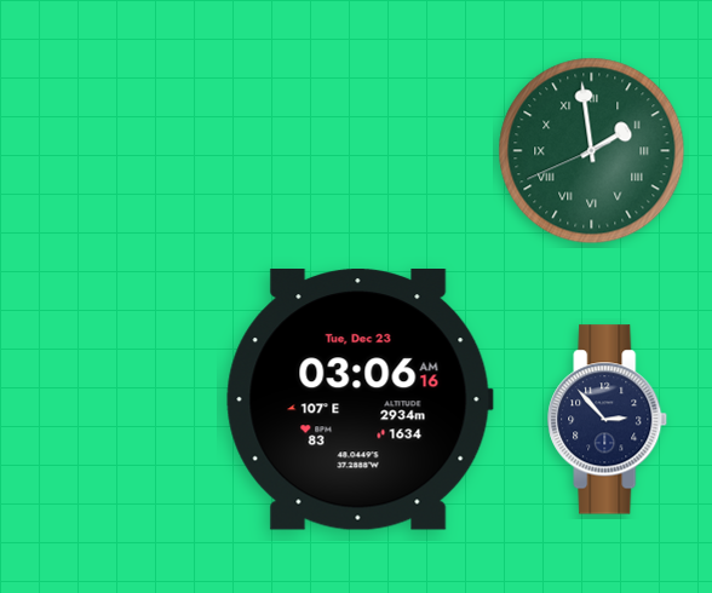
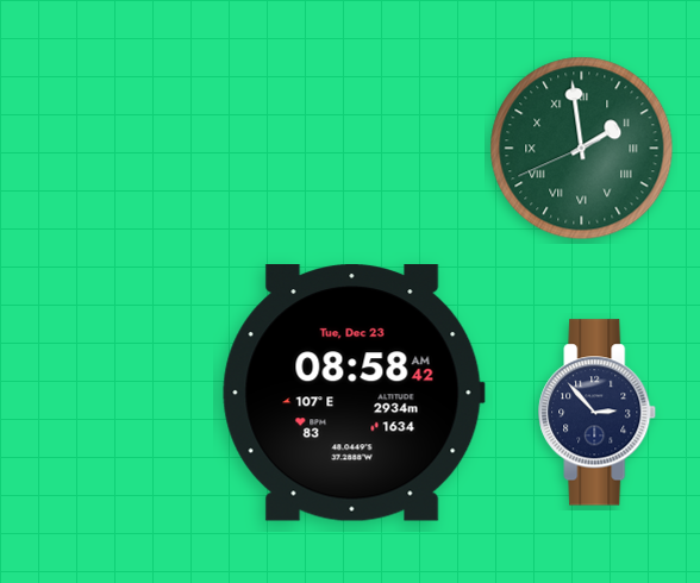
clock at (360, 401): 03:06 -> 08:58
